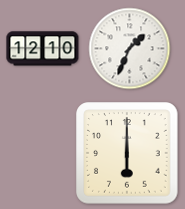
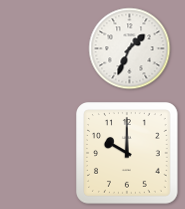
clock at (43, 49): 12:10 -> none
clock at (127, 153): 6:00 -> 10:00
